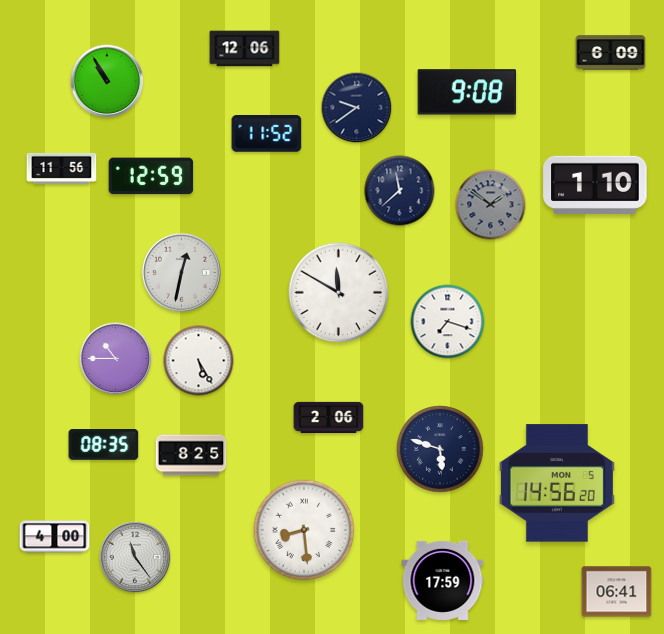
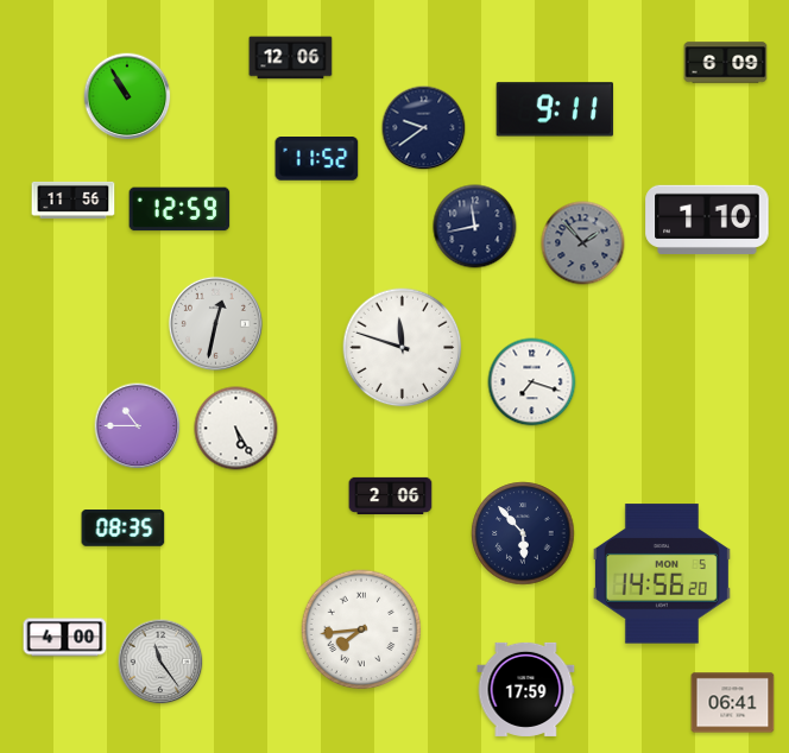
clock at (467, 92): 9:08 -> 9:11
clock at (400, 191): 11:38 -> 11:43
clock at (491, 205): 1:51 -> 1:53
clock at (339, 293): 11:50 -> 11:48
clock at (440, 449): 5:48 -> 5:53
clock at (191, 455): 8:25 -> none
clock at (304, 530): 8:29 -> 7:44
